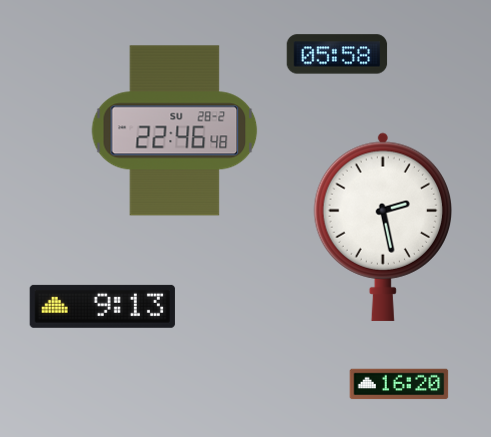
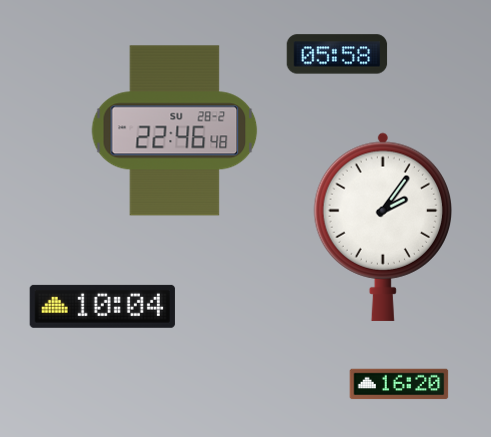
clock at (382, 227): 2:28 -> 2:06
clock at (102, 306): 9:13 -> 10:04
